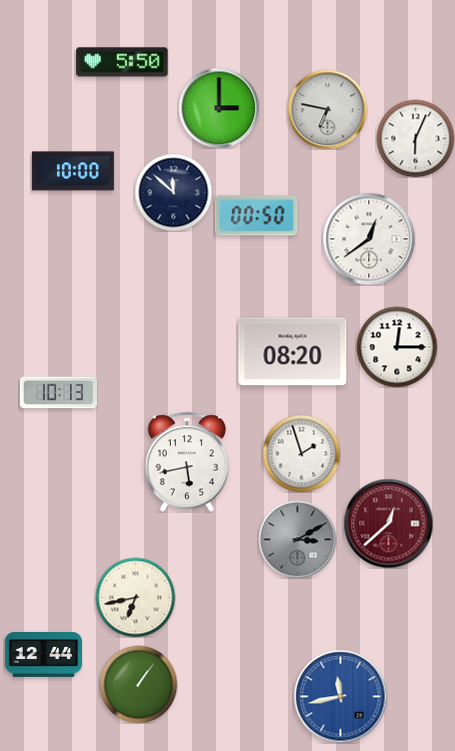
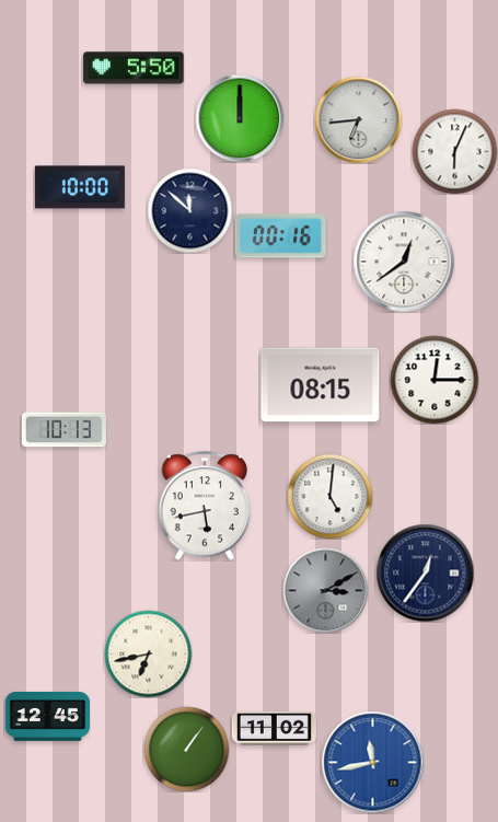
clock at (219, 108): 3:00 -> 12:00
clock at (327, 109): 6:47 -> 6:44
clock at (256, 216): 00:50 -> 00:16
clock at (293, 352): 08:20 -> 08:15
clock at (301, 453): 1:57 -> 5:01
clock at (388, 523): 12:38 -> 12:36
clock at (388, 523) dial: burgundy -> navy
clock at (43, 654): 12:44 -> 12:45
clock at (274, 728): none -> 11:02
clock at (138, 684) position: (138, 684) -> (186, 749)
